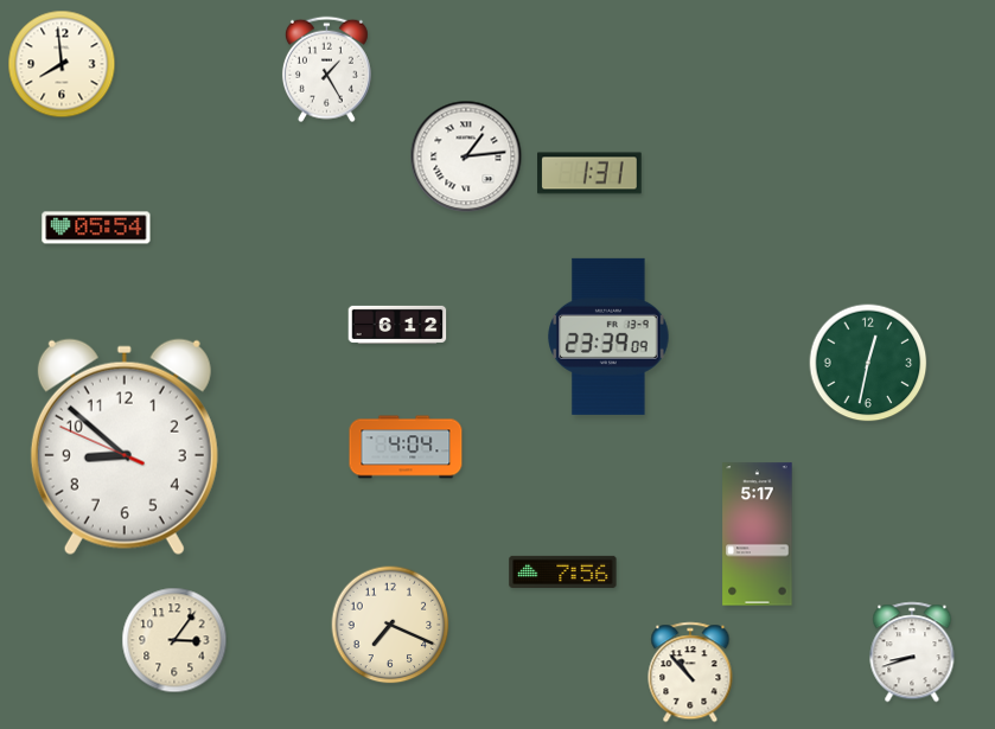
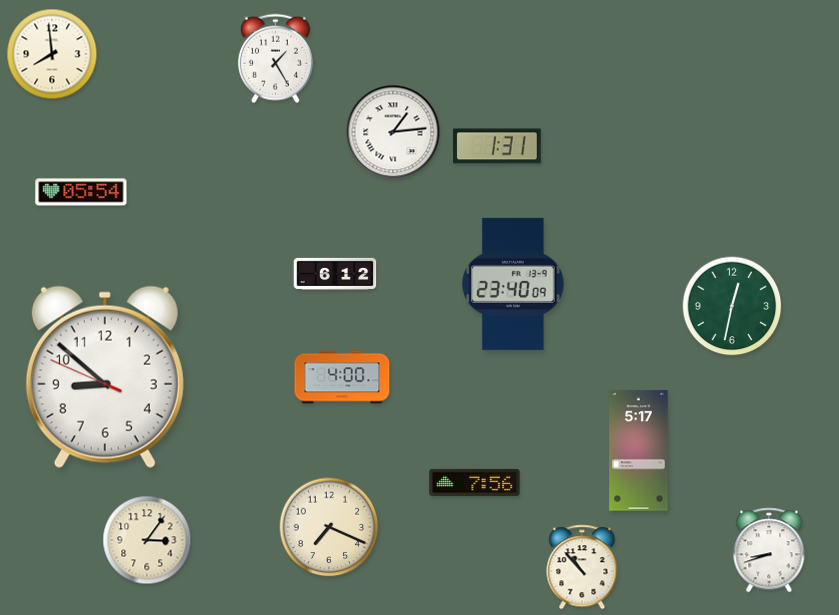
clock at (608, 337): 23:39 -> 23:40
clock at (406, 447): 4:04 -> 4:00
